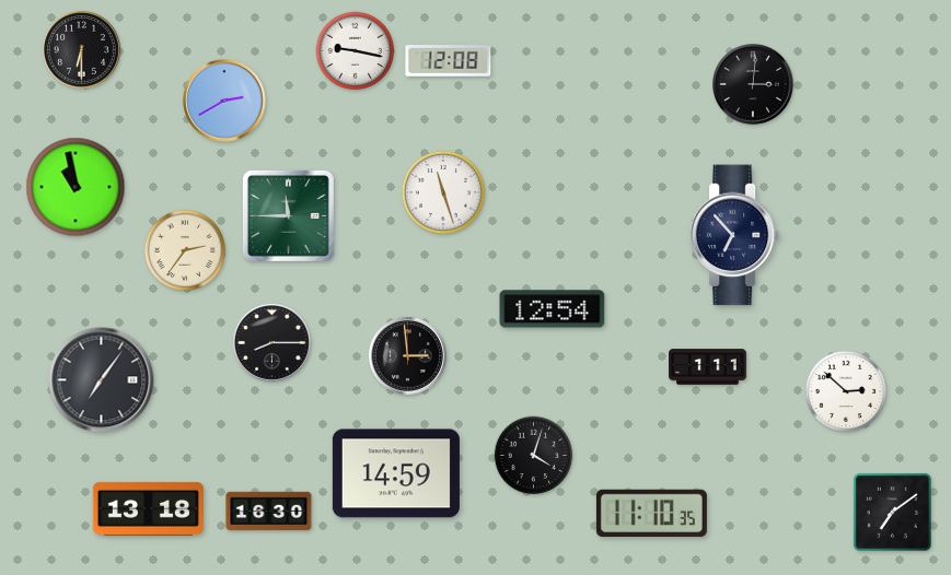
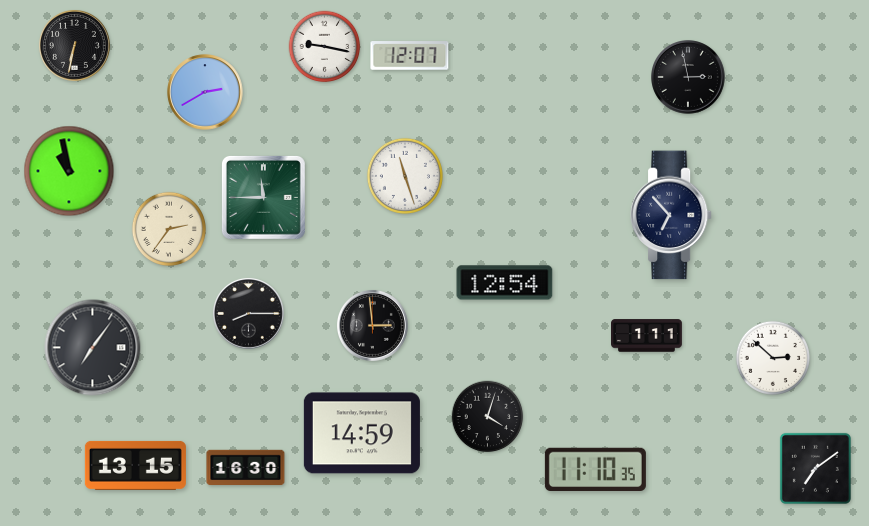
clock at (81, 49): 6:30 -> 6:32
clock at (449, 61): 12:08 -> 12:07
clock at (753, 84): 3:01 -> 2:58
clock at (148, 508): 13:18 -> 13:15
